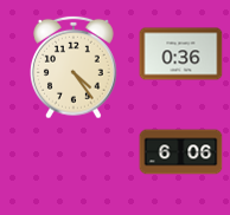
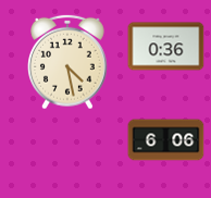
clock at (181, 54) position: (181, 54) -> (166, 47)
clock at (75, 67): 4:24 -> 4:28
